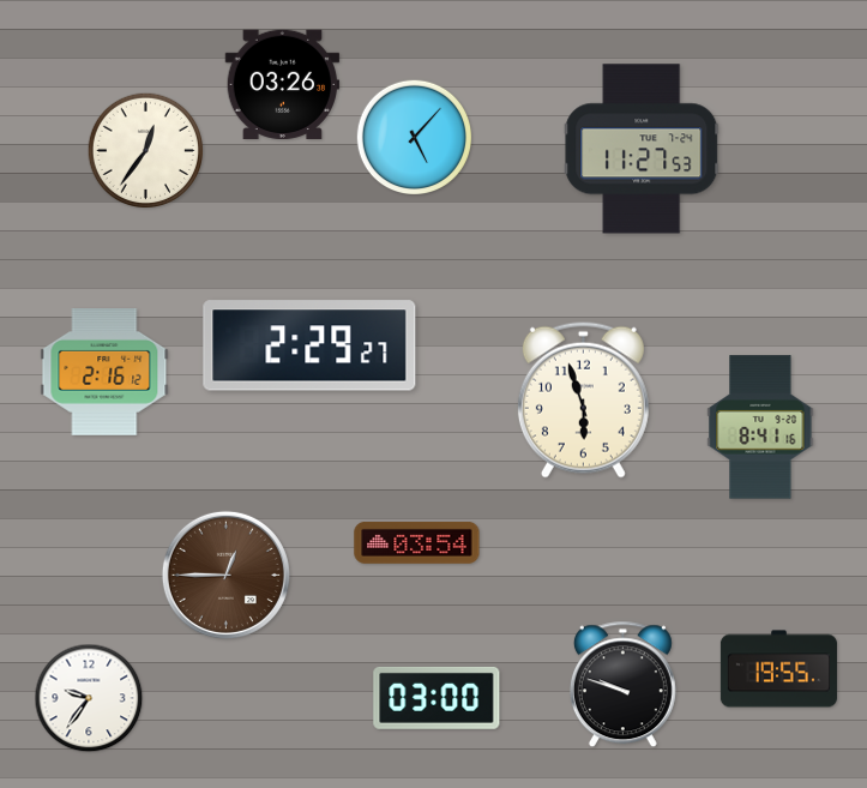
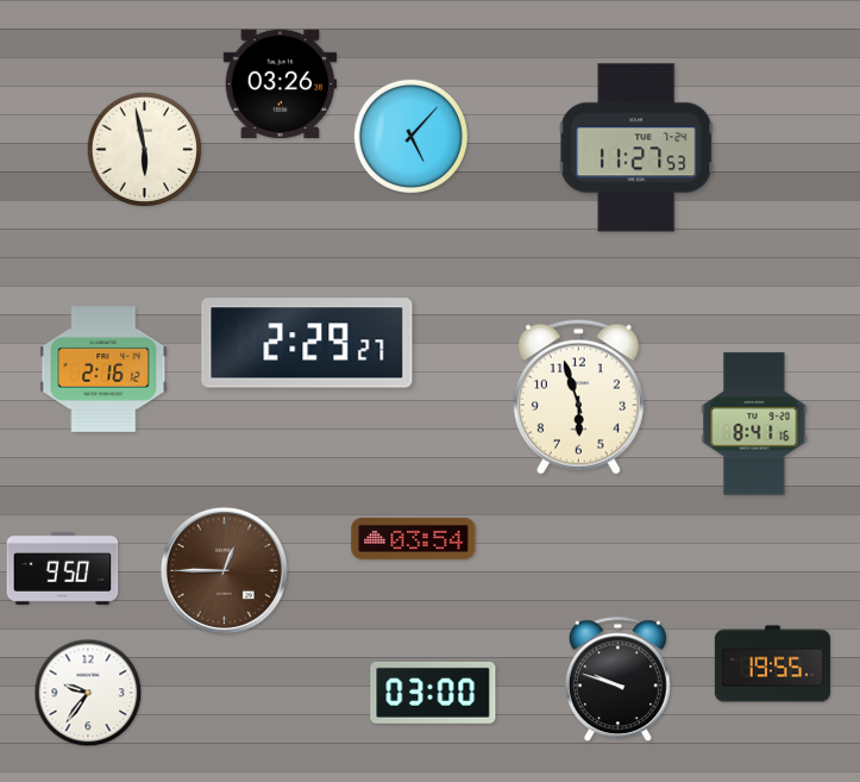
clock at (145, 150): 12:36 -> 5:58
clock at (63, 568): none -> 9:50
